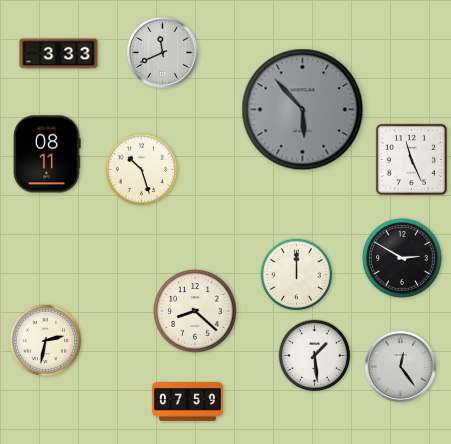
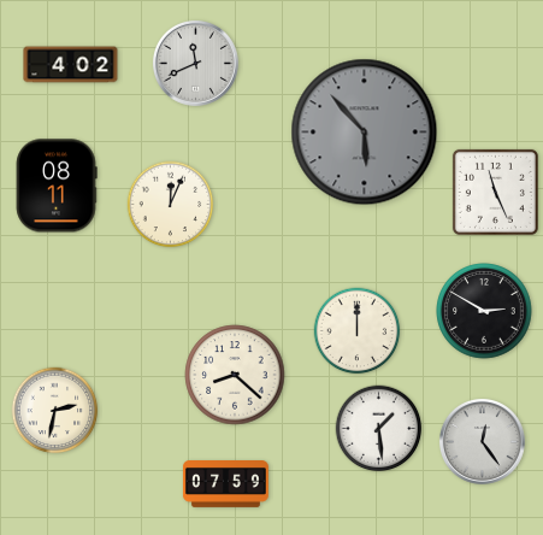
clock at (59, 54): 3:33 -> 4:02
clock at (142, 170): 10:27 -> 12:04
